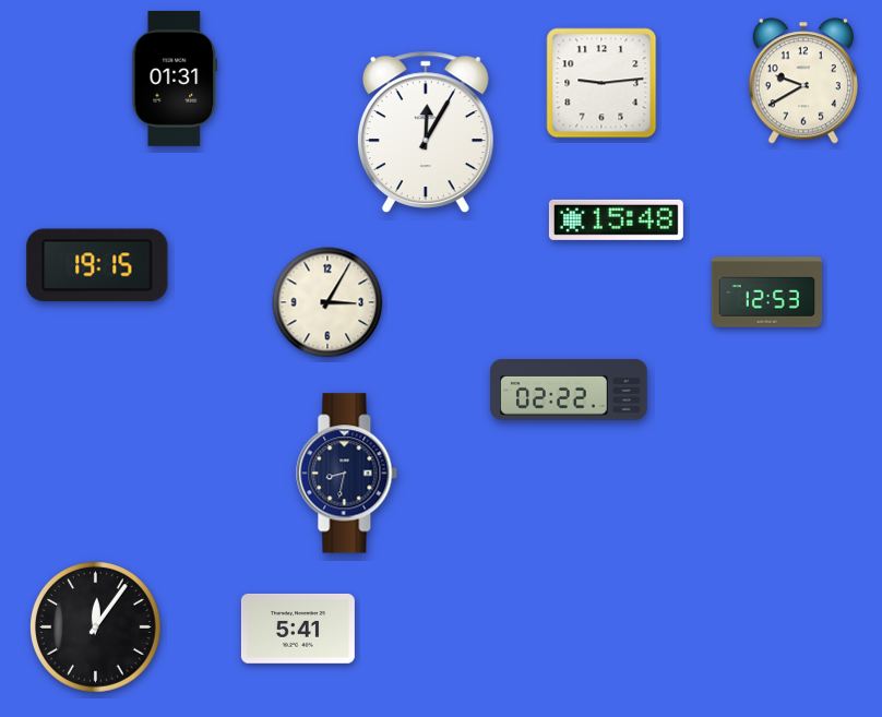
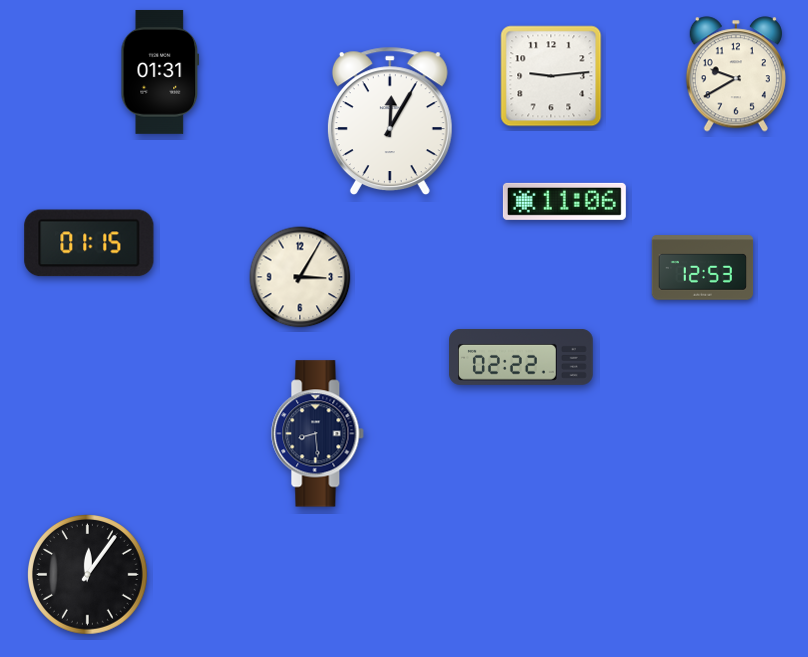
clock at (616, 219): 15:48 -> 11:06
clock at (97, 265): 19:15 -> 01:15
clock at (347, 474): 8:32 -> 8:29
clock at (298, 629): 5:41 -> none
